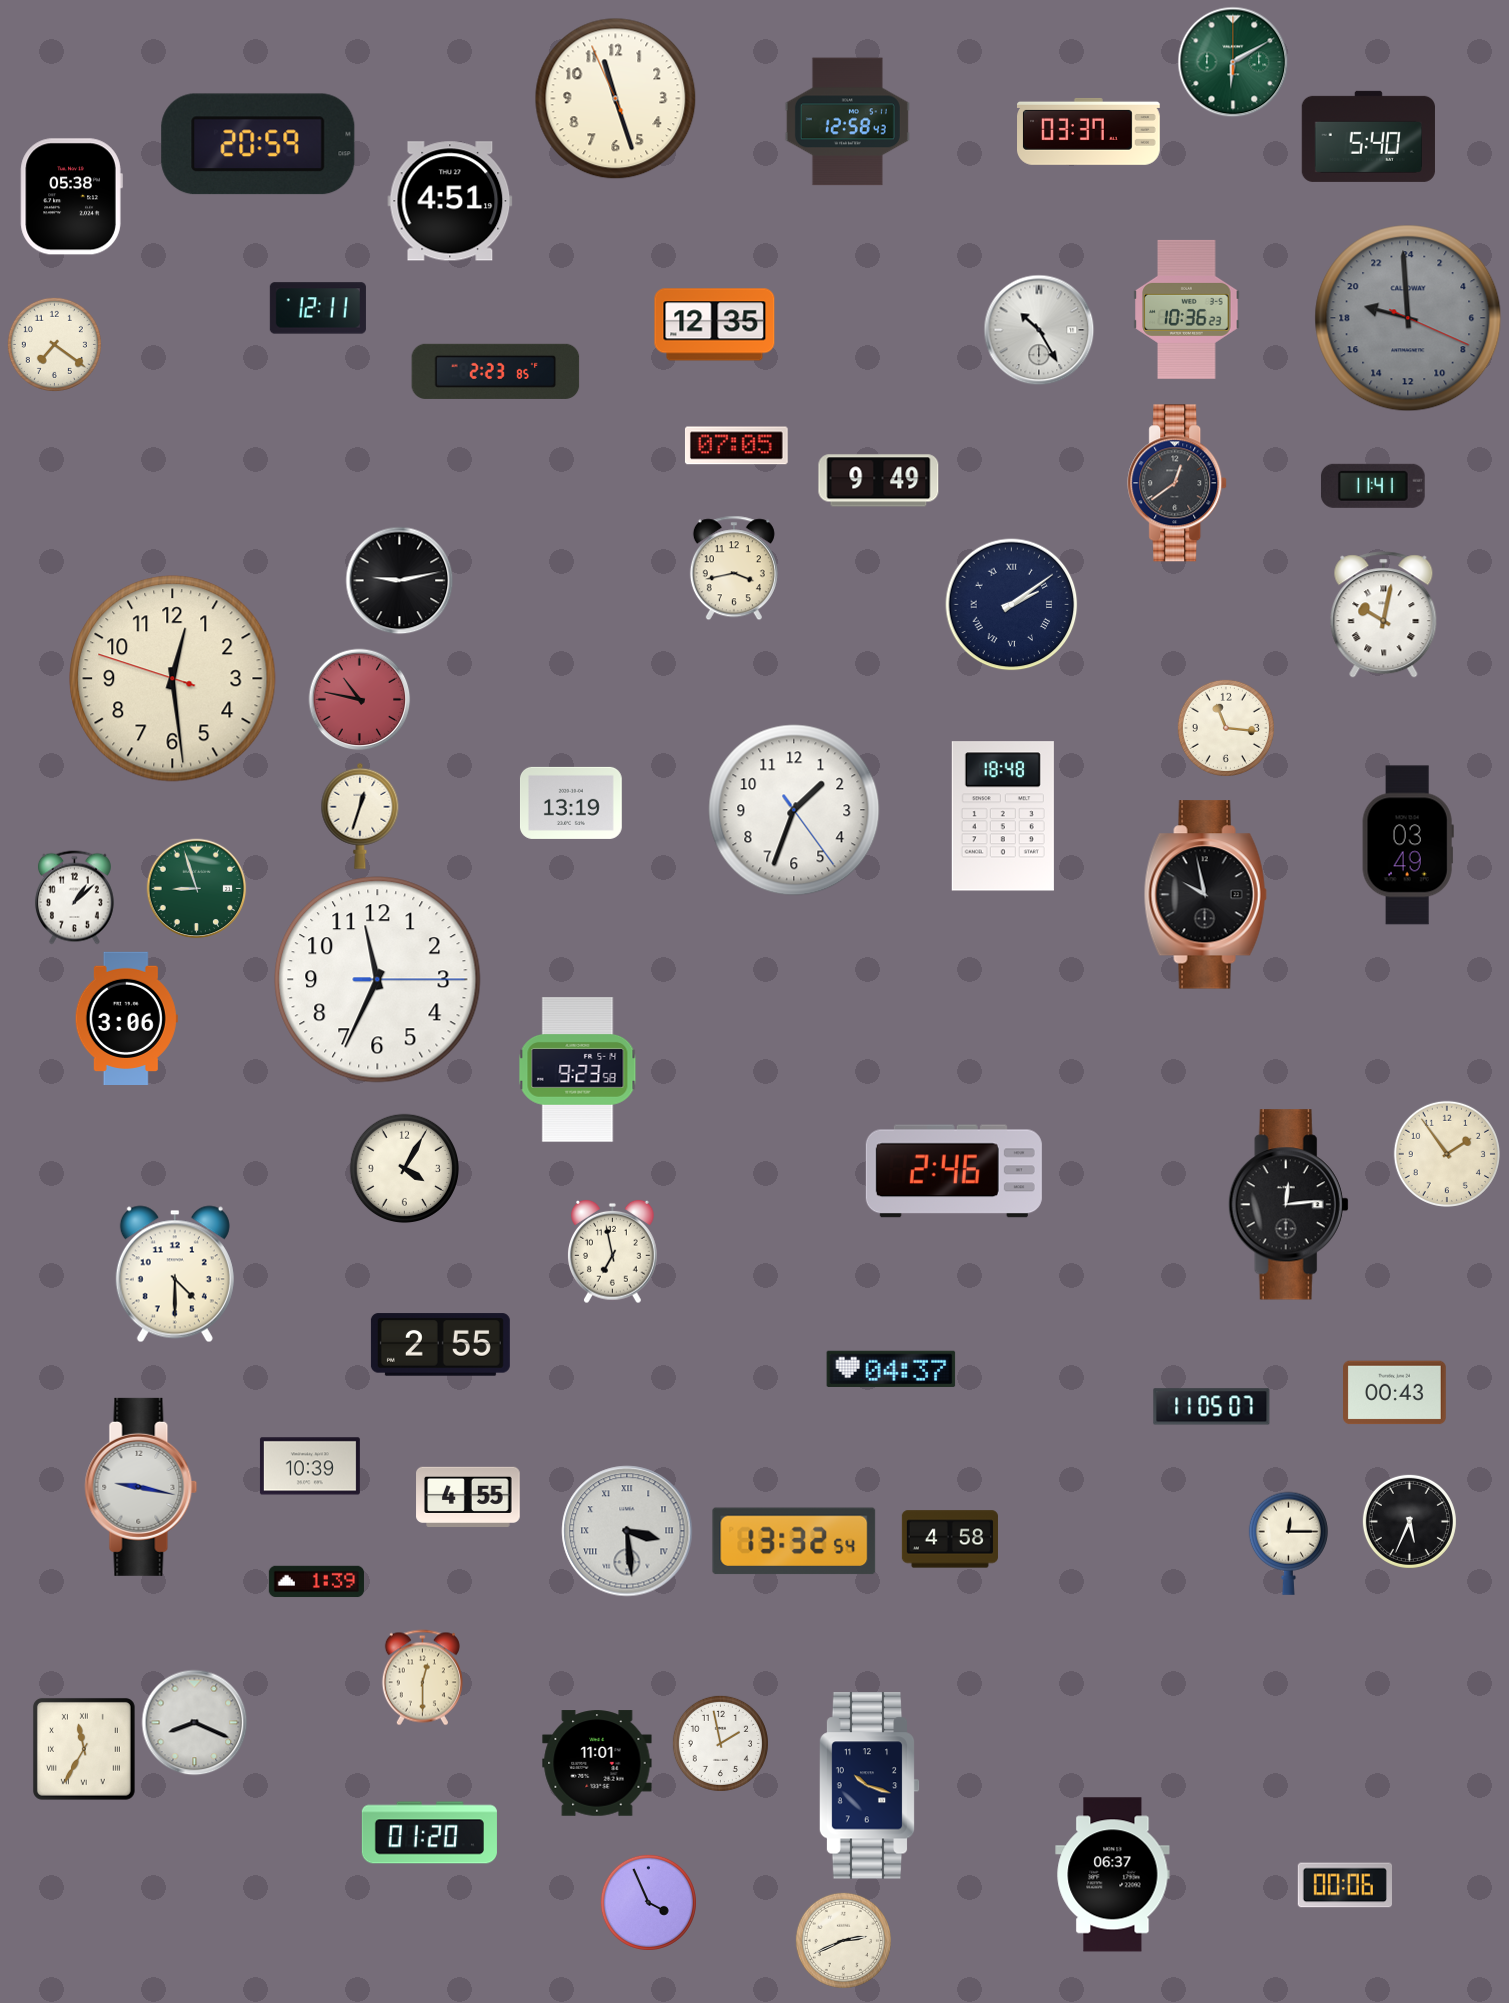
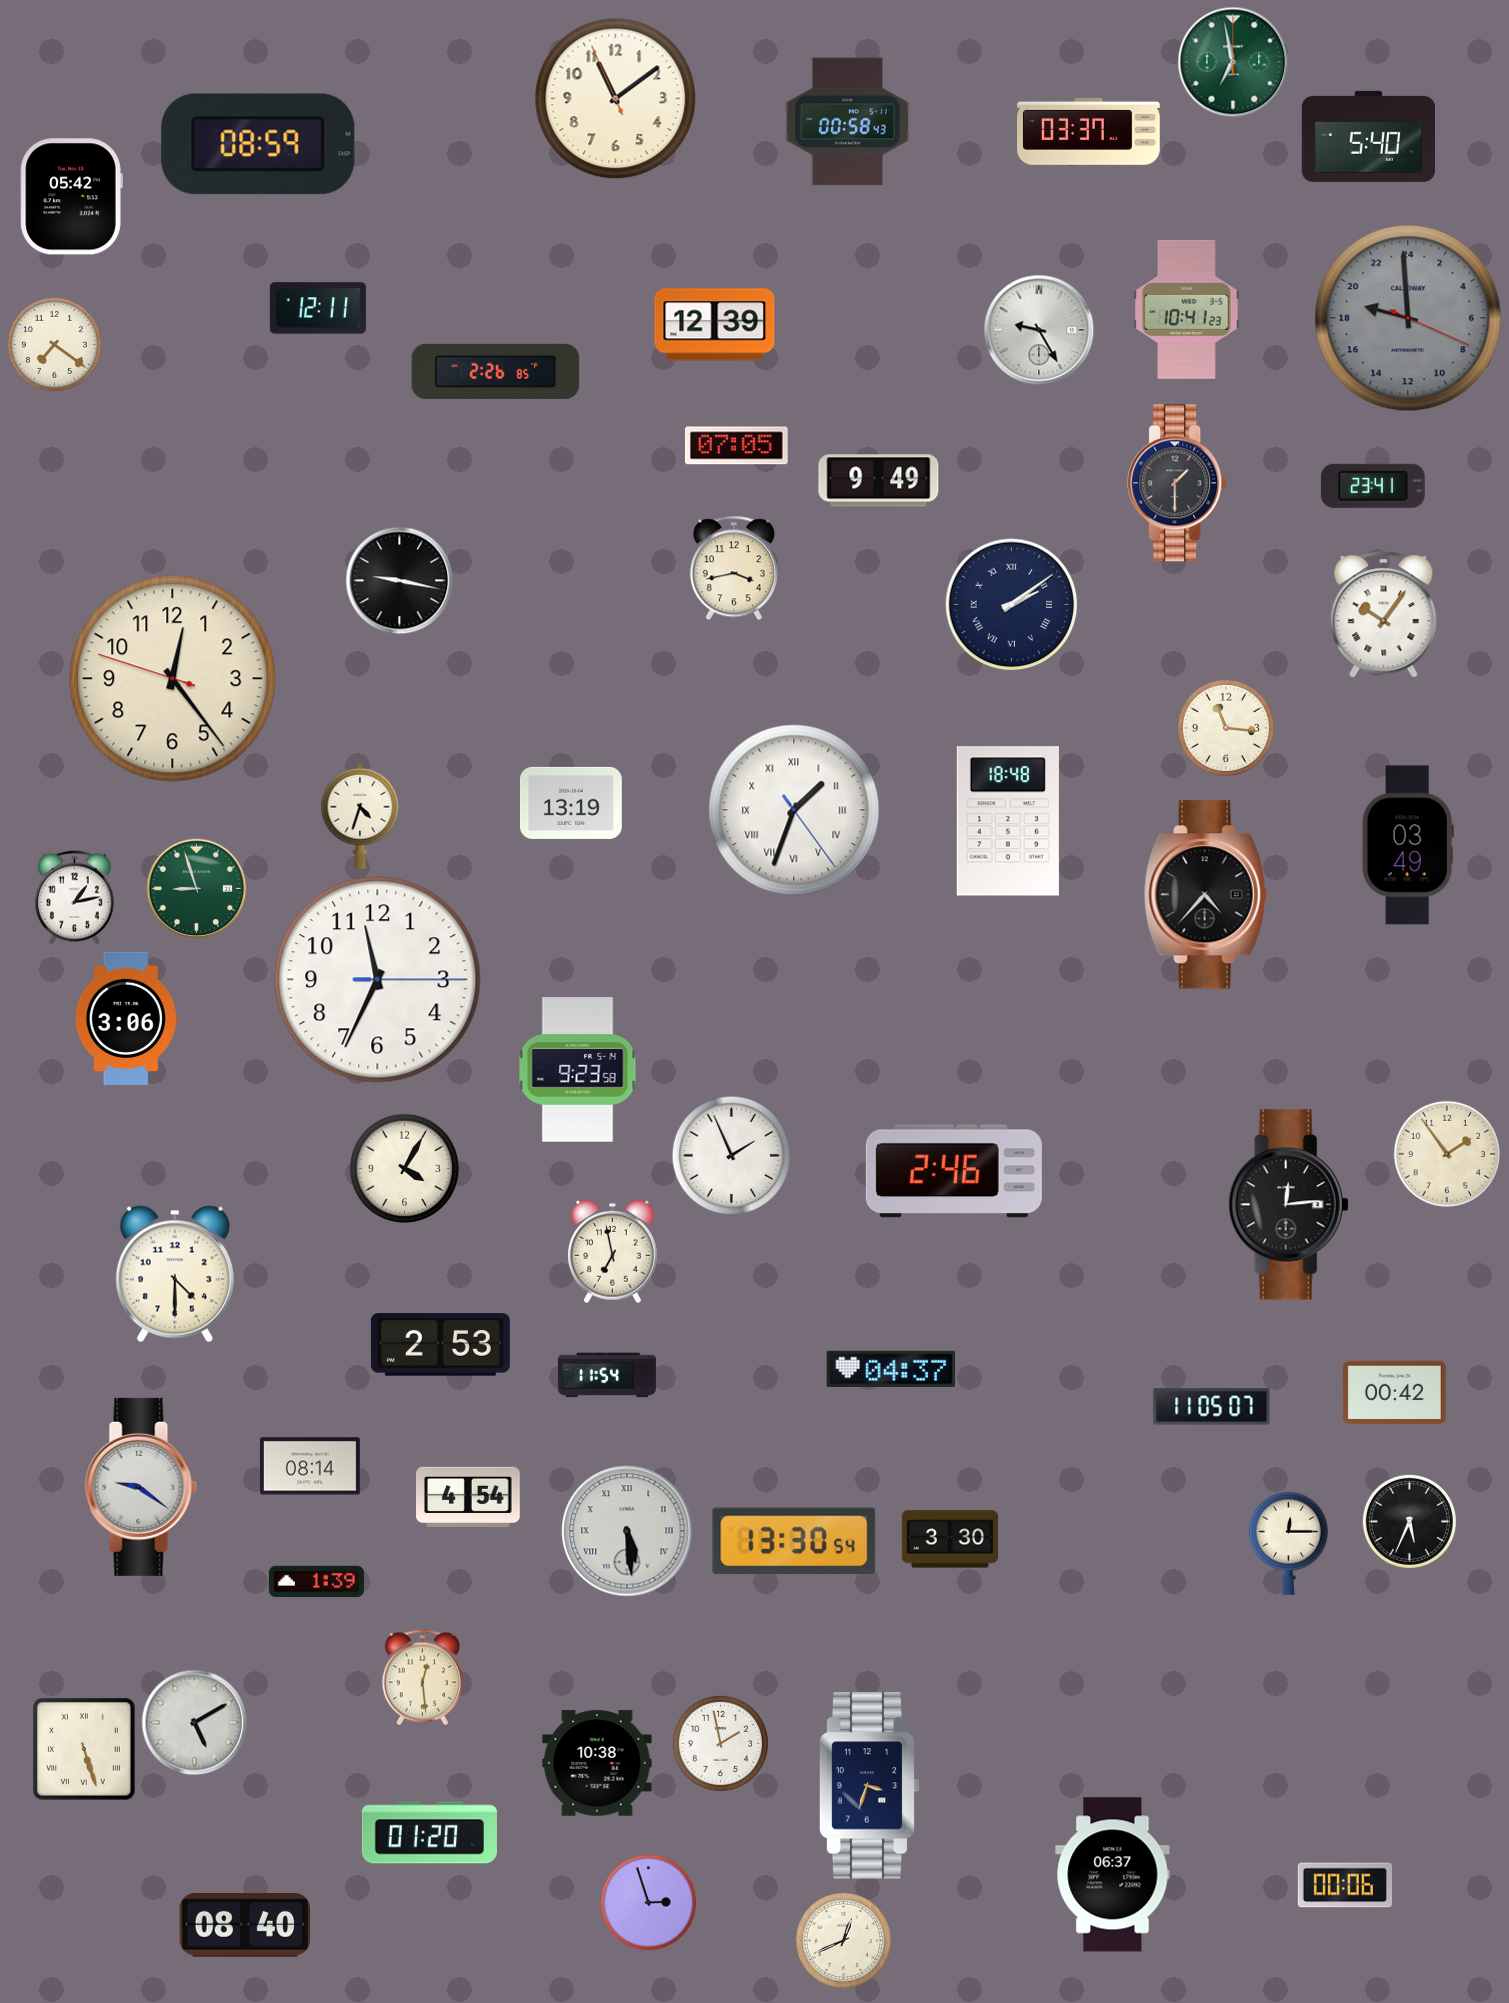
clock at (1233, 62): 6:10 -> 6:58
clock at (616, 99): 11:26 -> 11:08
clock at (847, 122): 12:58 -> 00:58
clock at (258, 144): 20:59 -> 08:59
clock at (71, 197): 05:38 -> 05:42
clock at (450, 201): 4:51 -> none
clock at (1187, 309): 10:36 -> 10:41
clock at (715, 325): 12:35 -> 12:39
clock at (1039, 330): 10:25 -> 9:25
clock at (496, 371): 2:23 -> 2:26
clock at (1178, 483): 12:39 -> 1:30
clock at (1373, 486): 11:41 -> 23:41
clock at (400, 581): 9:13 -> 9:17
clock at (1384, 615): 10:02 -> 10:06
clock at (173, 679): 12:28 -> 12:23
clock at (360, 700): 10:47 -> none
clock at (794, 810) numerals: Arabic -> Roman
clock at (360, 816): 12:33 -> 4:33
clock at (1003, 816) position: (1003, 816) -> (1008, 821)
clock at (1205, 895): 9:58 -> 4:37
clock at (74, 898): 1:08 -> 1:13
clock at (732, 1156): none -> 1:56
clock at (440, 1345): 2:55 -> 2:53
clock at (607, 1375): none -> 11:54
clock at (1395, 1393): 00:43 -> 00:42
clock at (310, 1466): 10:39 -> 08:14
clock at (141, 1487): 9:17 -> 9:21
clock at (468, 1496): 4:55 -> 4:54
clock at (627, 1531): 3:29 -> 5:29
clock at (950, 1539): 4:58 -> 3:30
clock at (794, 1541): 13:32 -> 13:30
clock at (422, 1678): 12:30 -> 12:29
clock at (195, 1723): 8:19 -> 5:10
clock at (84, 1749): 11:35 -> 5:27
clock at (597, 1763): 11:01 -> 10:38
clock at (869, 1786): 10:18 -> 3:33
clock at (648, 1902): 3:56 -> 2:57
clock at (244, 1925): none -> 08:40
clock at (843, 1940): 2:41 -> 12:41
